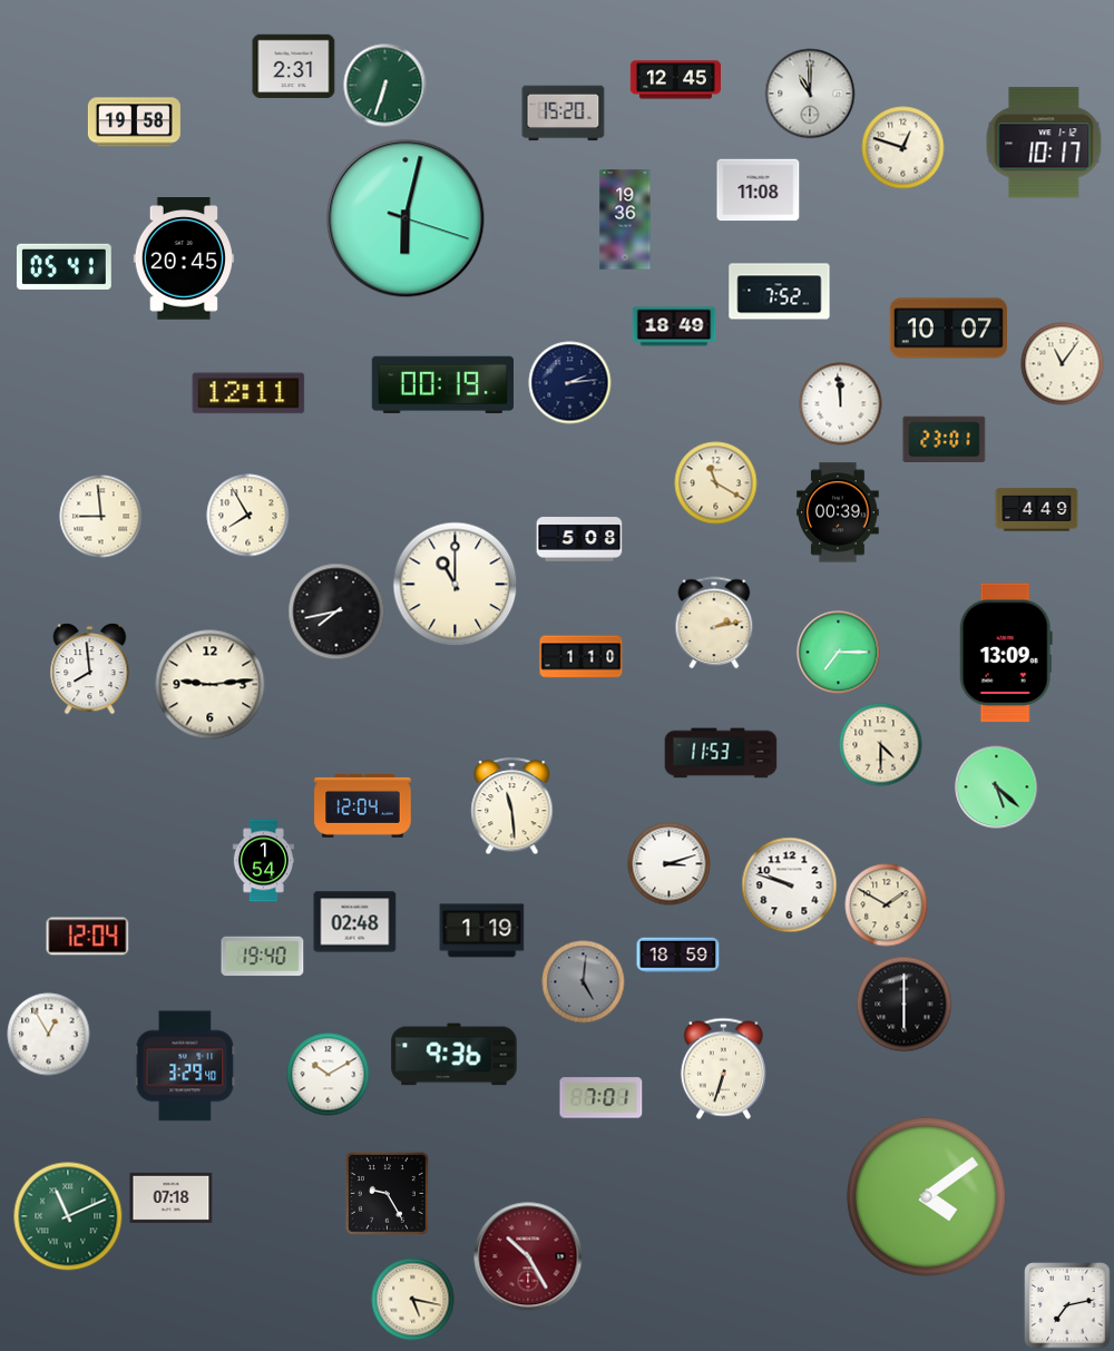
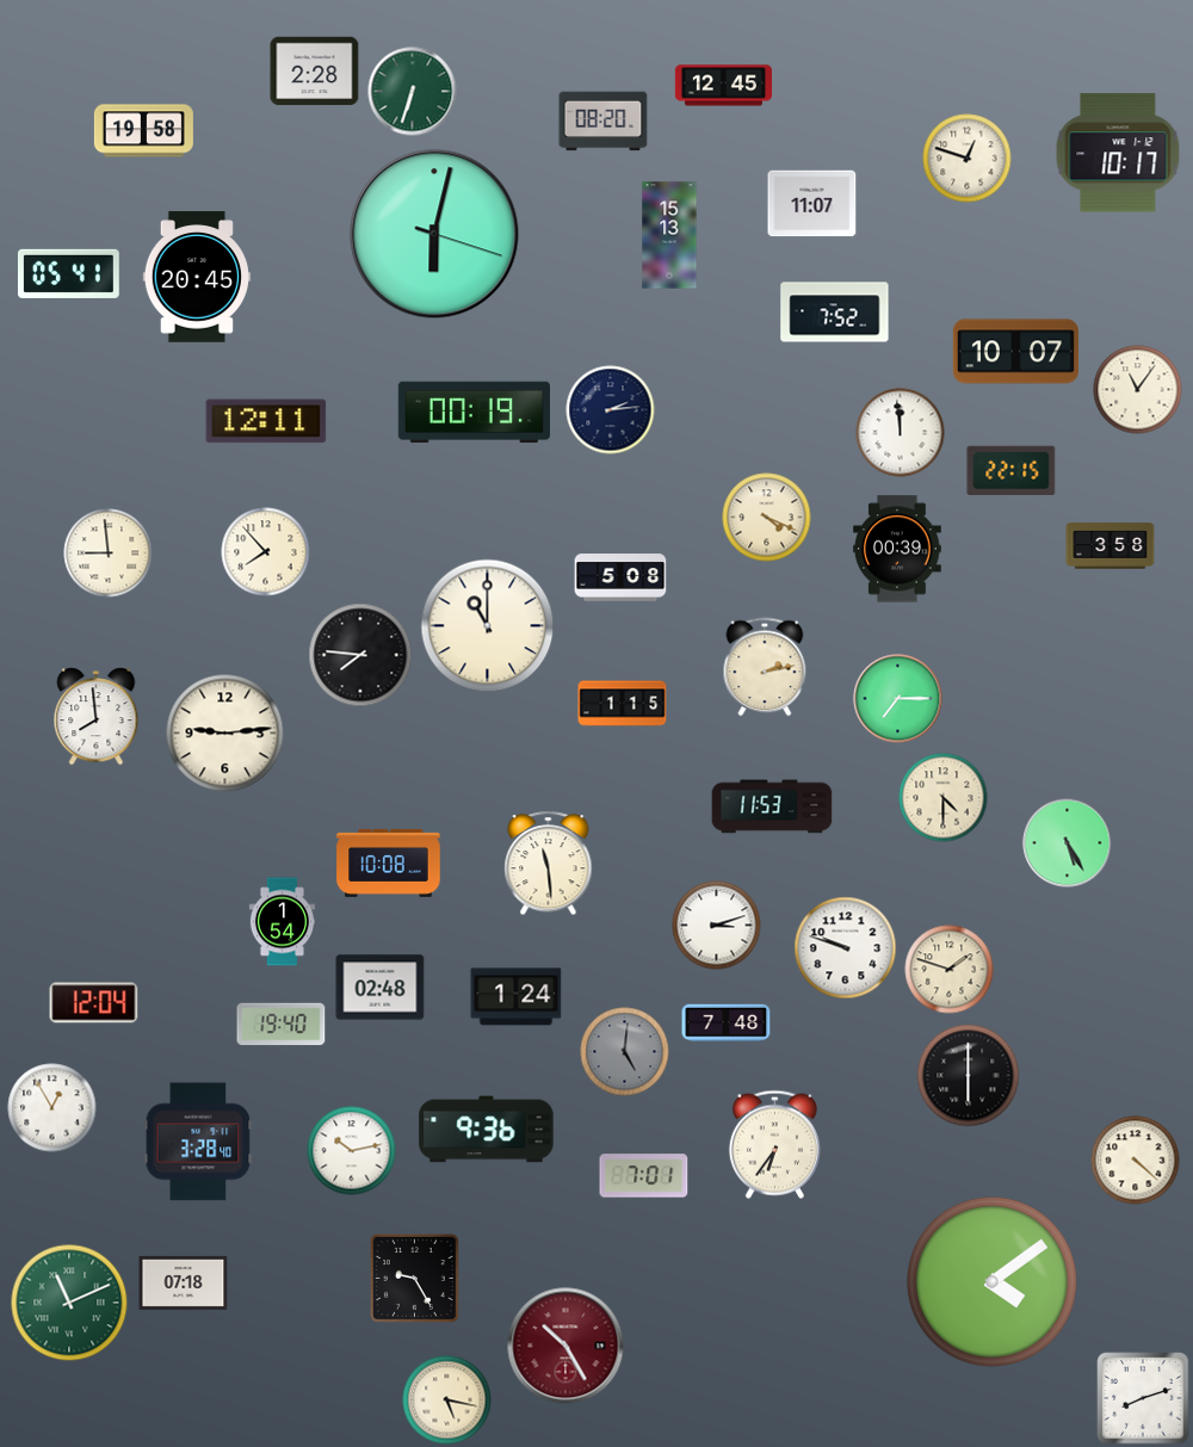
clock at (294, 67): 2:31 -> 2:28
clock at (810, 94): 11:00 -> none
clock at (564, 114): 15:20 -> 08:20
clock at (759, 190): 11:08 -> 11:07
clock at (625, 219): 19:36 -> 15:13
clock at (63, 266) position: (63, 266) -> (68, 273)
clock at (674, 326): 18:49 -> none
clock at (945, 439): 23:01 -> 22:15
clock at (716, 483): 11:20 -> 4:19
clock at (1037, 510): 4:49 -> 3:58
clock at (248, 516): 7:55 -> 7:53
clock at (336, 611): 7:43 -> 7:46
clock at (1006, 653): 13:09 -> none
clock at (582, 657): 1:10 -> 1:15
clock at (997, 787): 5:22 -> 5:25
clock at (363, 806): 12:04 -> 10:08
clock at (887, 905): 1:50 -> 1:48
clock at (482, 931): 1:19 -> 1:24
clock at (678, 956): 18:59 -> 7:48
clock at (185, 1066): 3:29 -> 3:28
clock at (723, 1068): 6:33 -> 6:36
clock at (329, 1075): 10:10 -> 10:13
clock at (1136, 1161): none -> 4:22
clock at (68, 1216) position: (68, 1216) -> (69, 1303)
clock at (413, 1300) position: (413, 1300) -> (447, 1400)
clock at (1067, 1305): 7:13 -> 8:12
